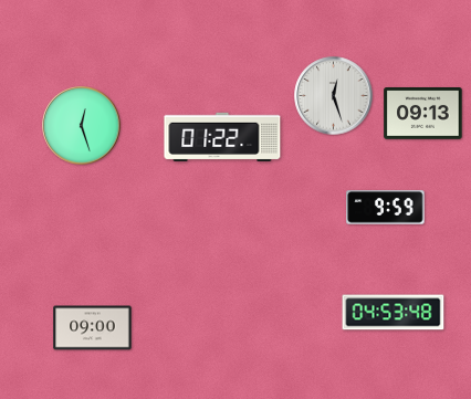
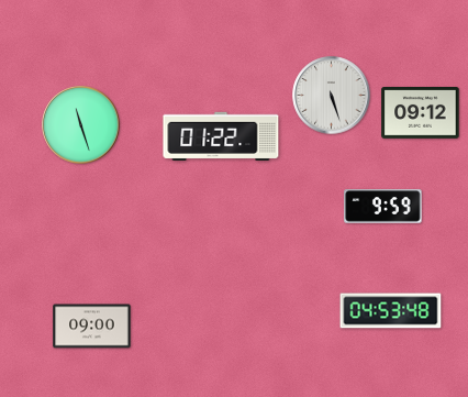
clock at (334, 96): 12:27 -> 5:27
clock at (423, 114): 09:13 -> 09:12
clock at (82, 126): 12:27 -> 11:27
